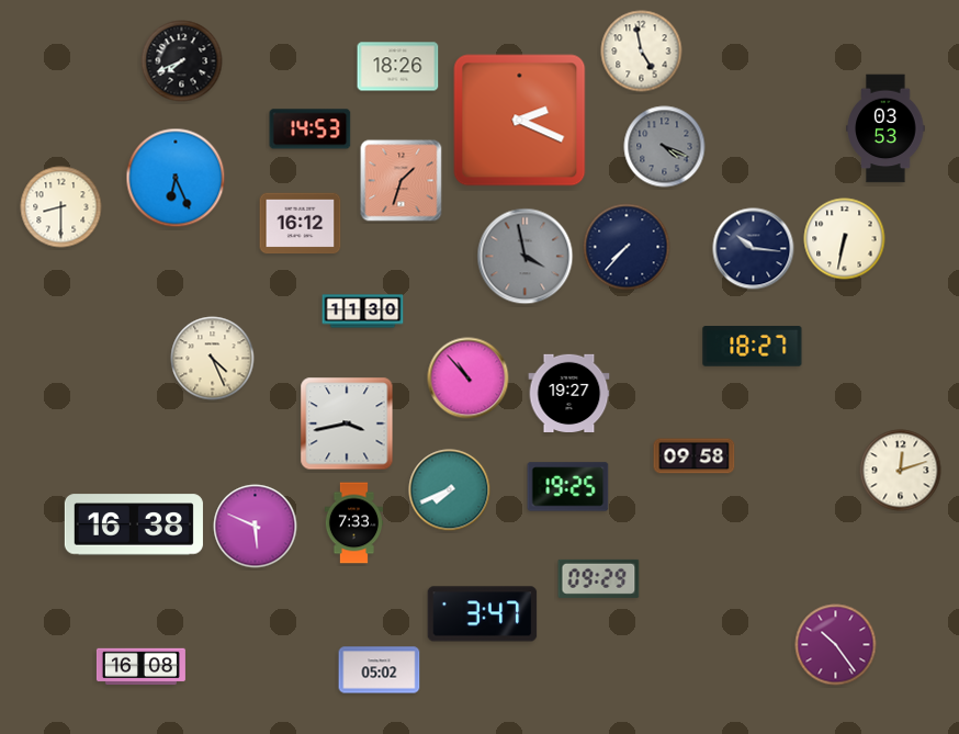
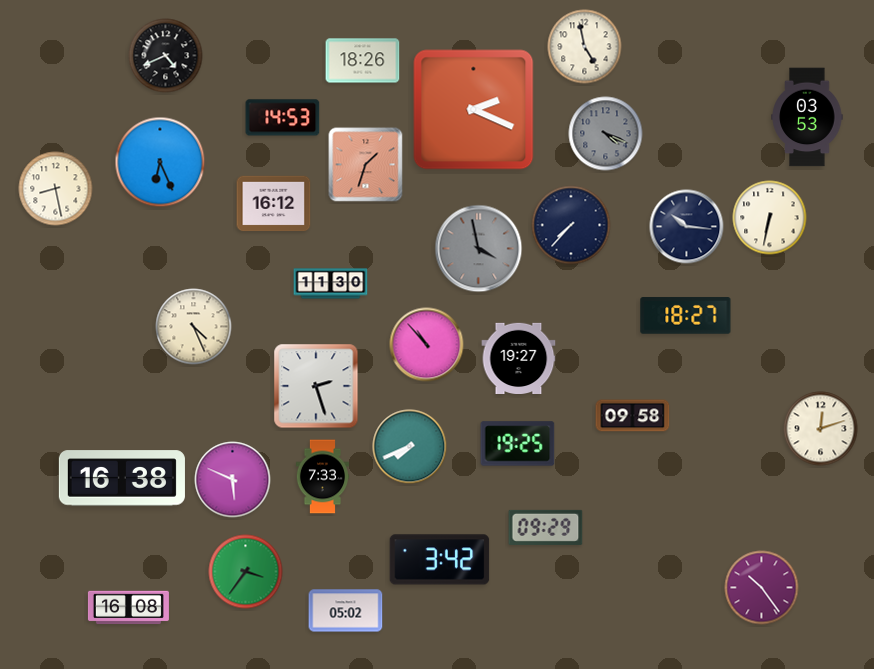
clock at (182, 61): 7:41 -> 4:41
clock at (61, 207): 8:30 -> 8:28
clock at (526, 257) position: (526, 257) -> (479, 249)
clock at (347, 424): 3:43 -> 2:27
clock at (483, 614): 3:47 -> 3:42
clock at (246, 572): none -> 3:36
